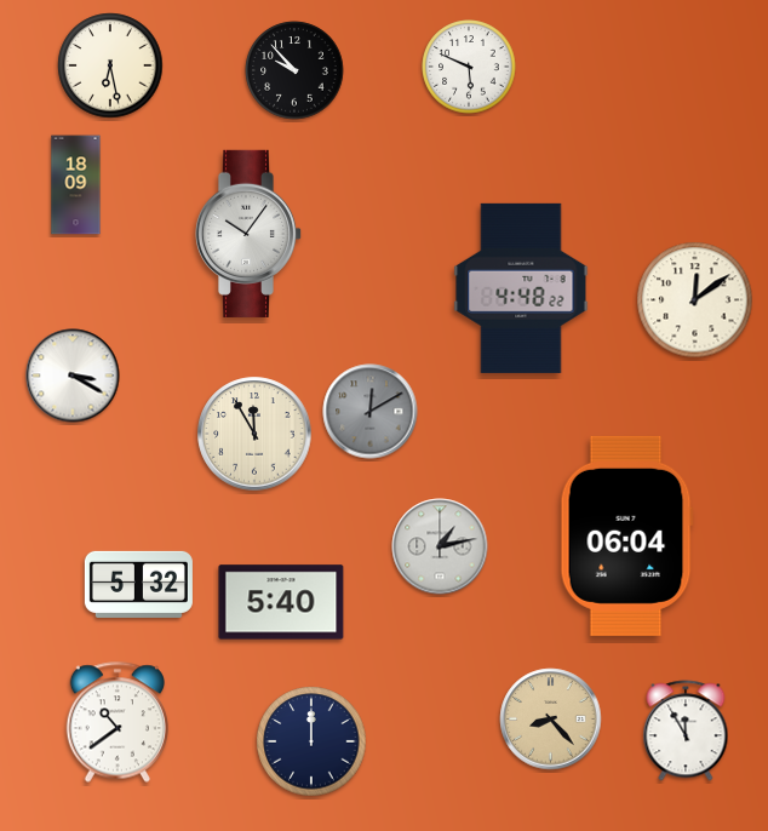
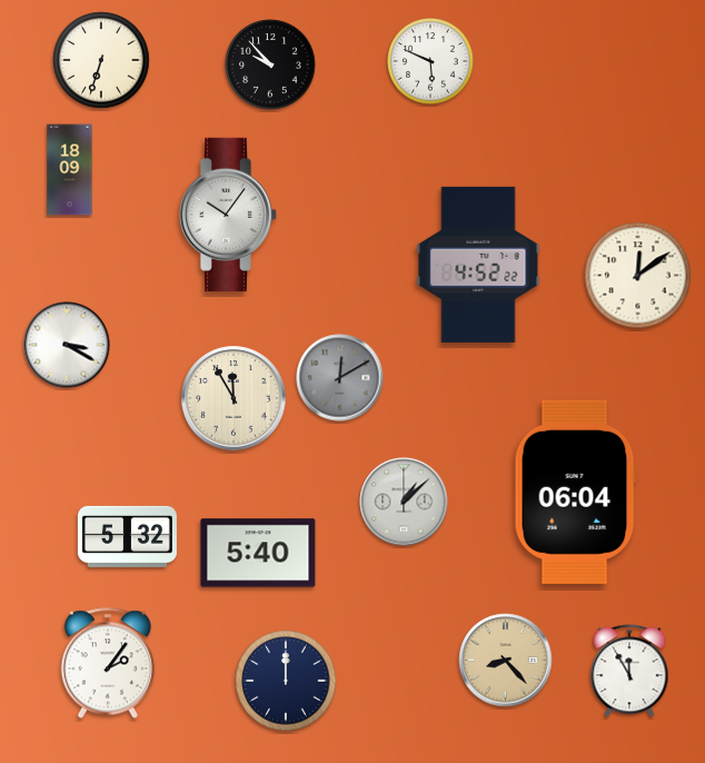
clock at (110, 65): 6:28 -> 6:33
clock at (521, 288): 4:48 -> 4:52
clock at (440, 546): 1:13 -> 1:08
clock at (116, 722): 10:39 -> 2:06
